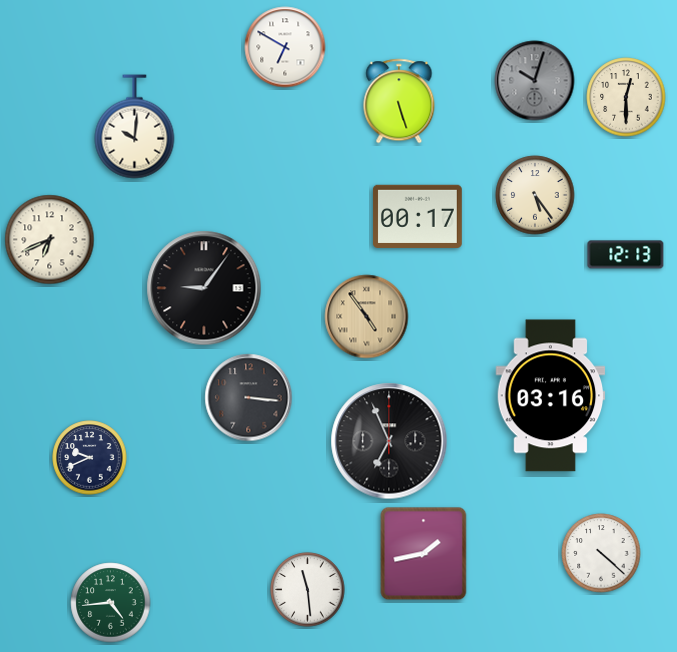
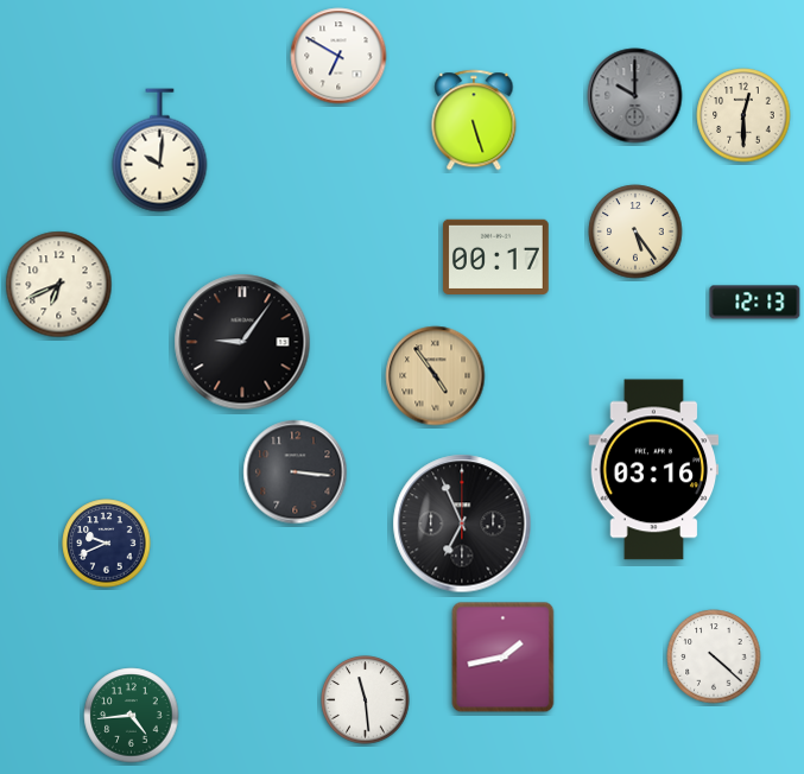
clock at (535, 81): 10:03 -> 10:00
clock at (626, 255) position: (626, 255) -> (755, 303)
